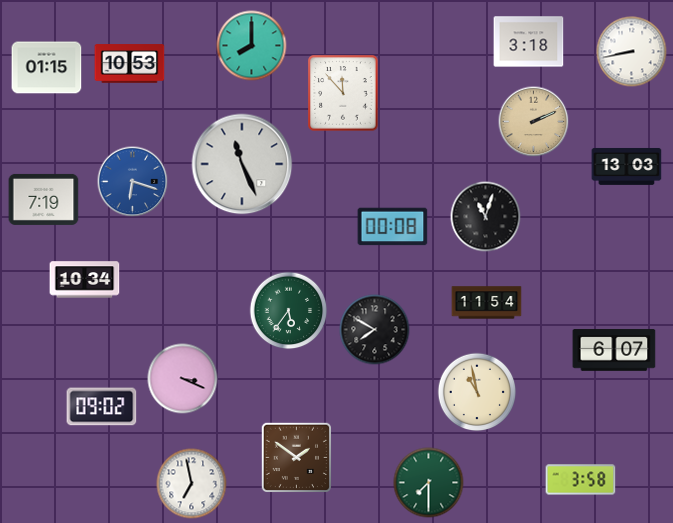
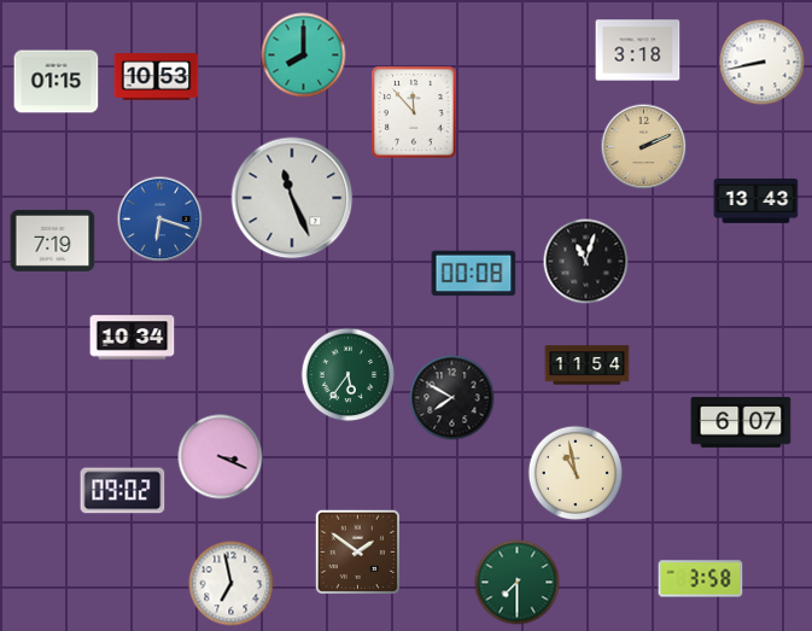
clock at (627, 167): 13:03 -> 13:43
clock at (85, 280) position: (85, 280) -> (133, 338)
